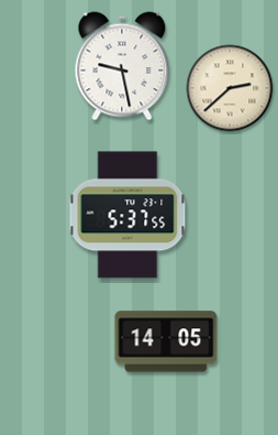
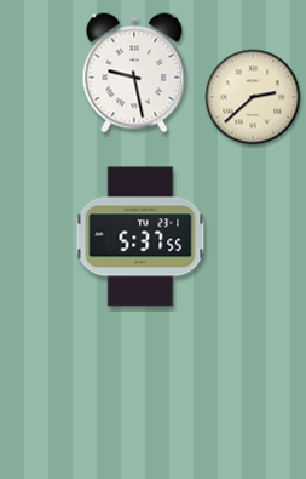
clock at (166, 341): 14:05 -> none
